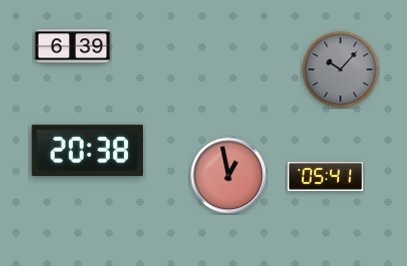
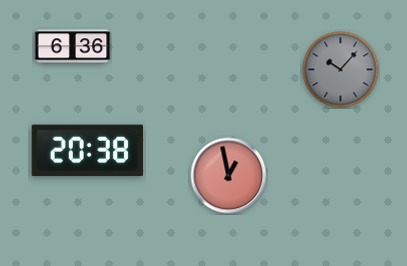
clock at (73, 47): 6:39 -> 6:36
clock at (326, 176): 05:41 -> none
